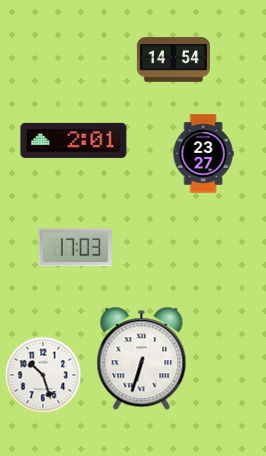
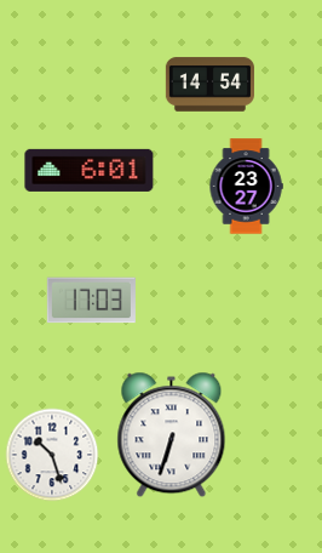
clock at (173, 60) position: (173, 60) -> (209, 85)
clock at (74, 140): 2:01 -> 6:01
